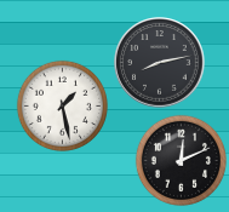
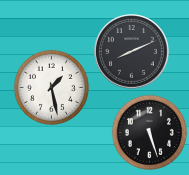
clock at (160, 63): 8:13 -> 8:11
clock at (181, 160): 12:11 -> 5:27
